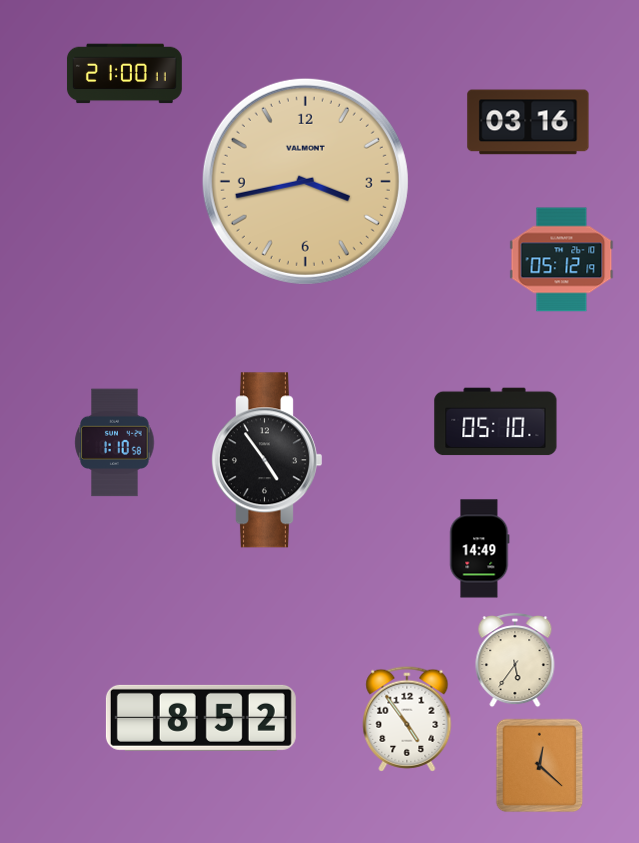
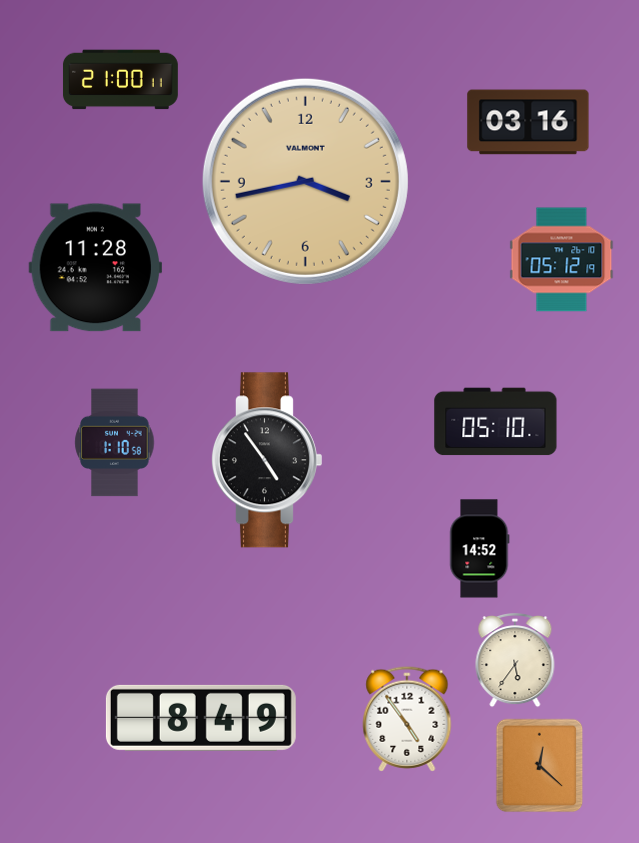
clock at (124, 74) position: (124, 74) -> (120, 80)
clock at (95, 268): none -> 11:28
clock at (480, 549): 14:49 -> 14:52
clock at (201, 718): 8:52 -> 8:49
